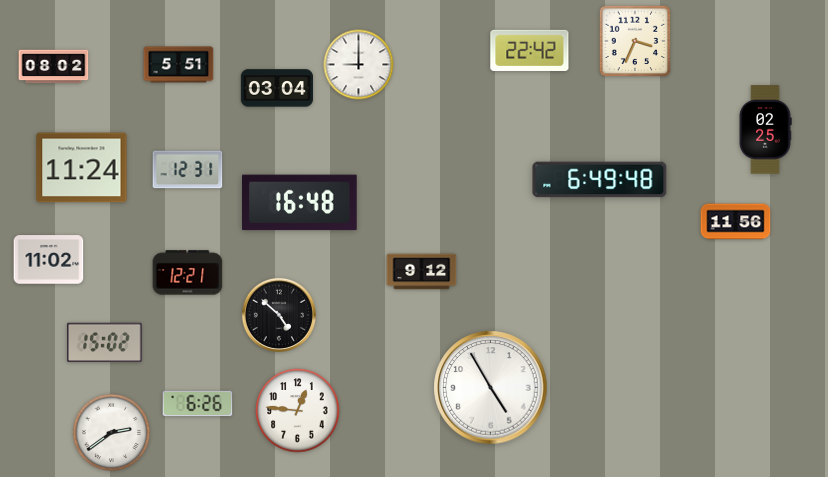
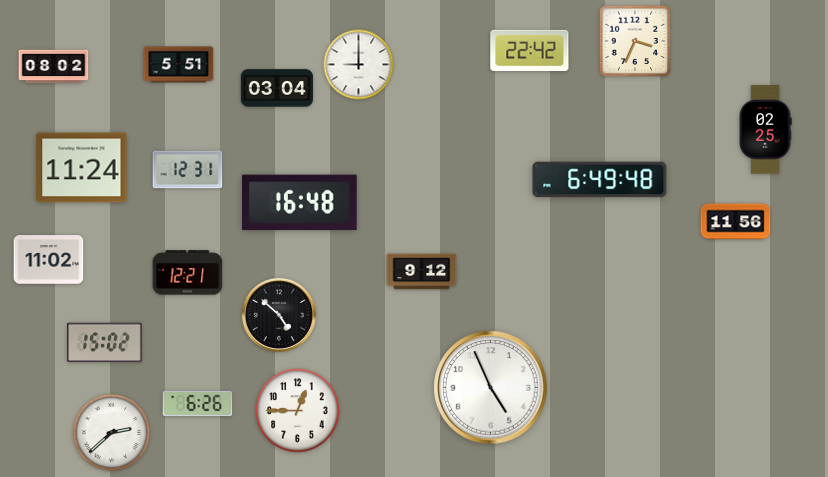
clock at (491, 388): 4:55 -> 4:56
clock at (298, 411): 12:46 -> 12:45
clock at (112, 433): 2:39 -> 2:38
